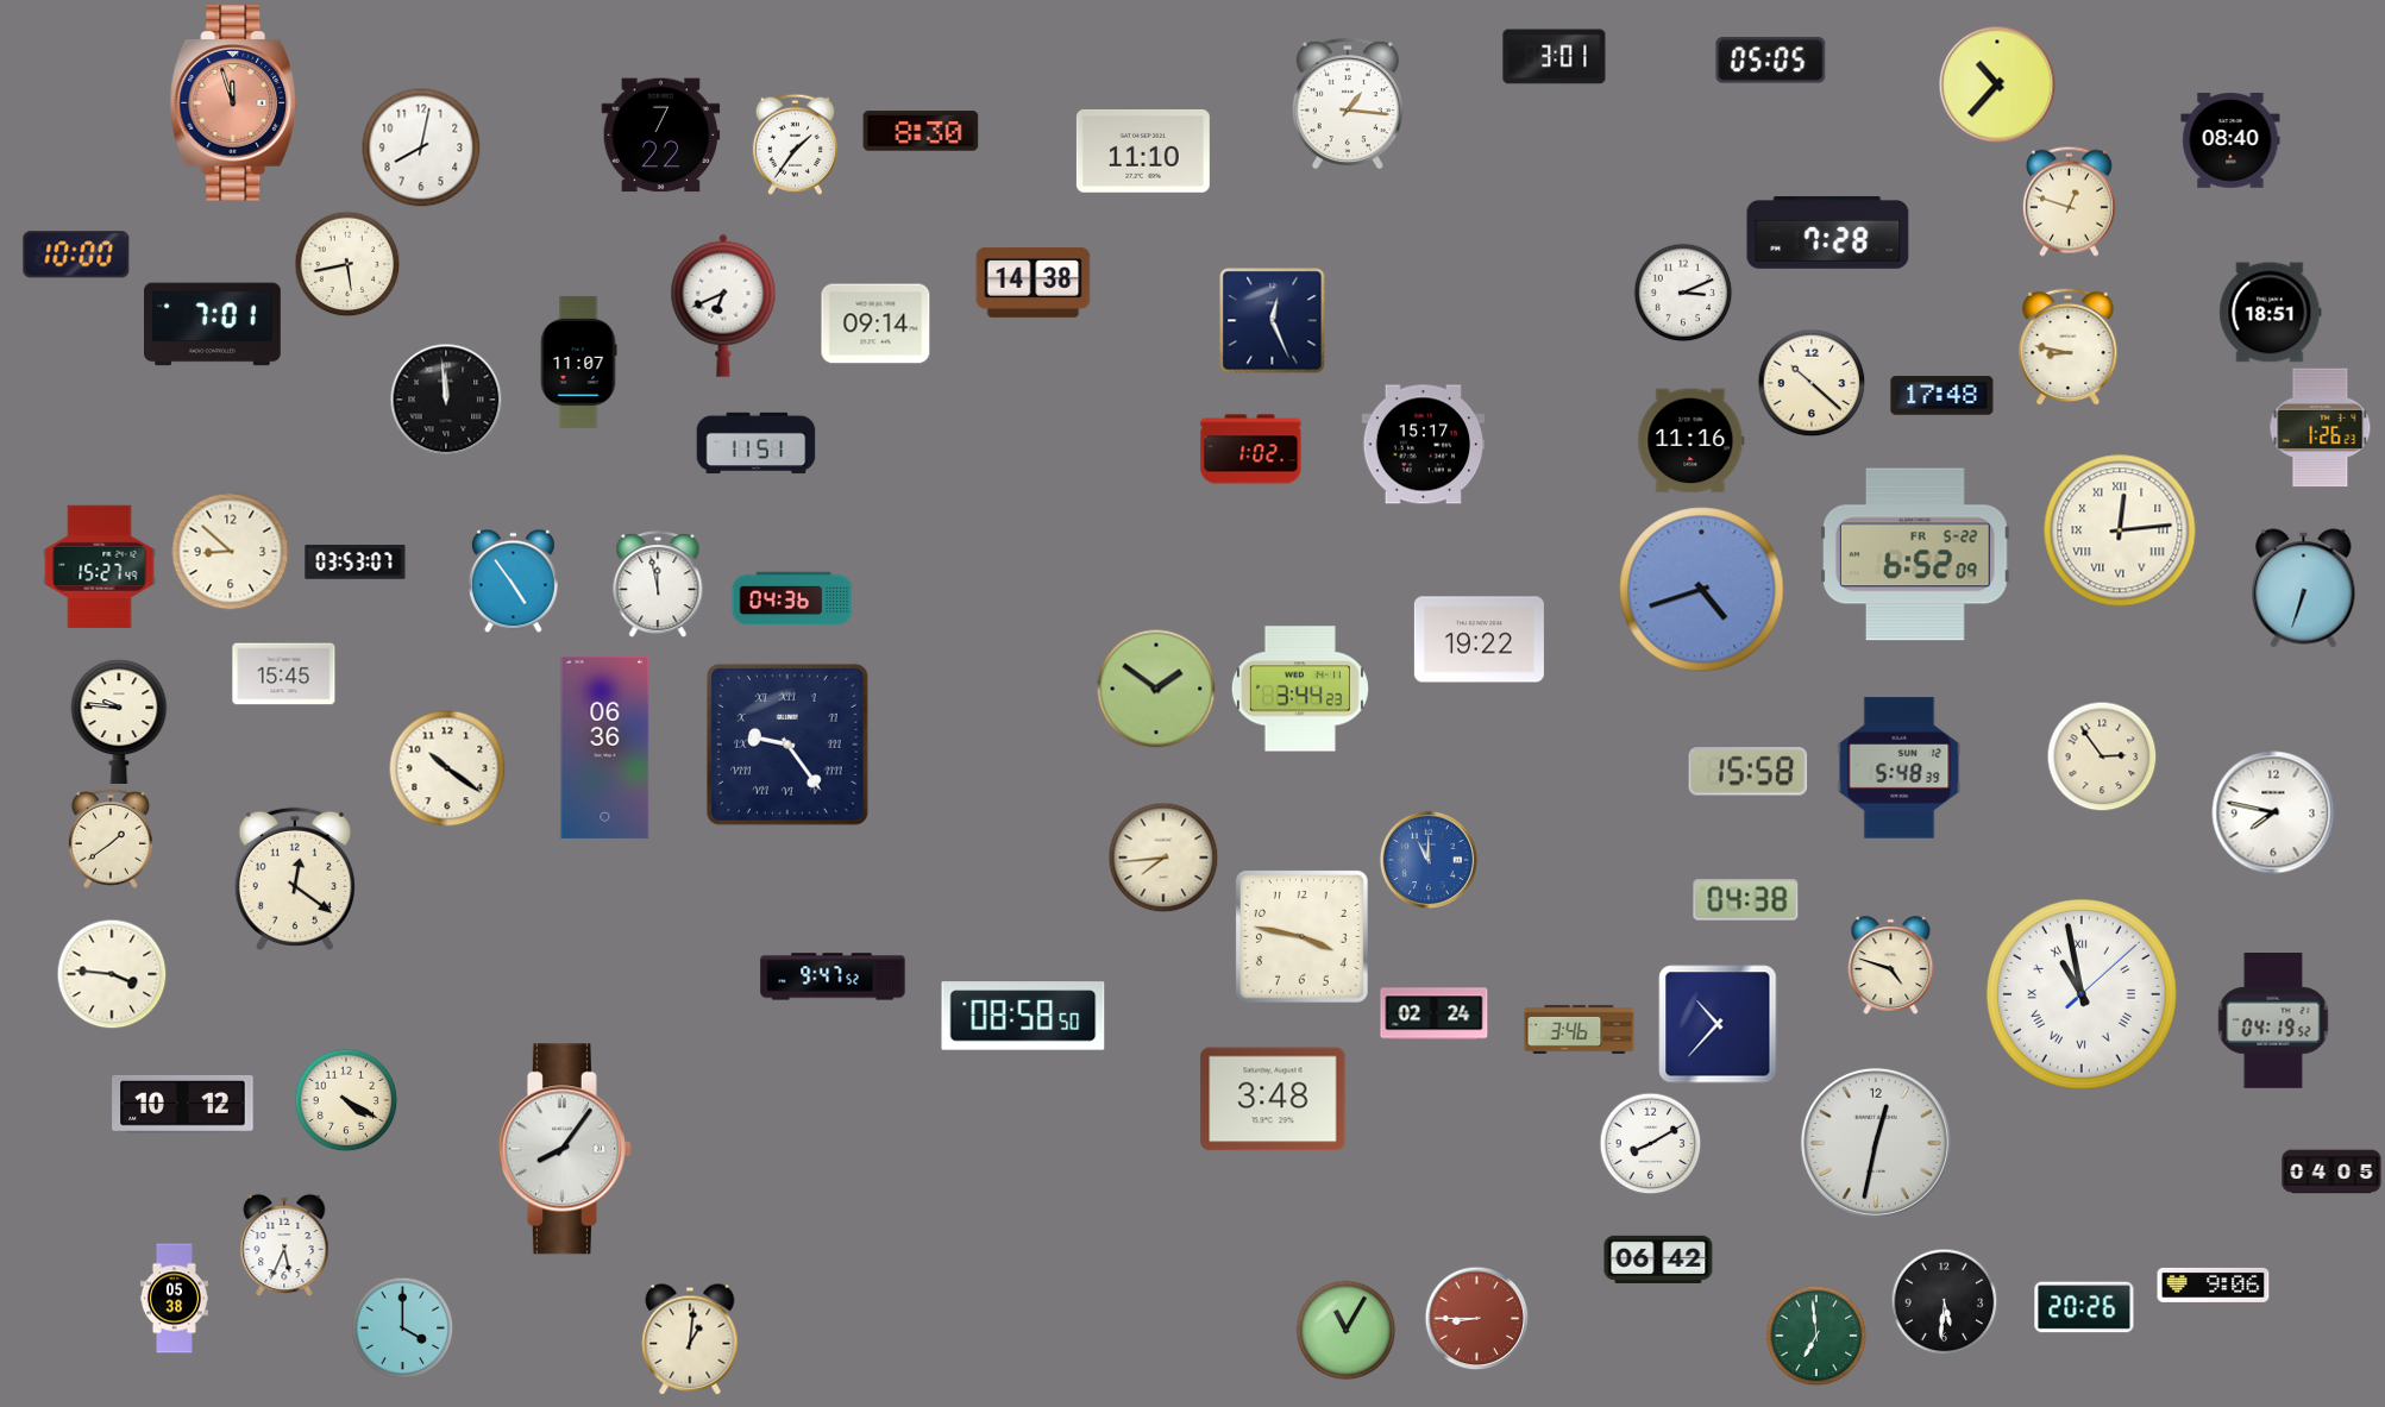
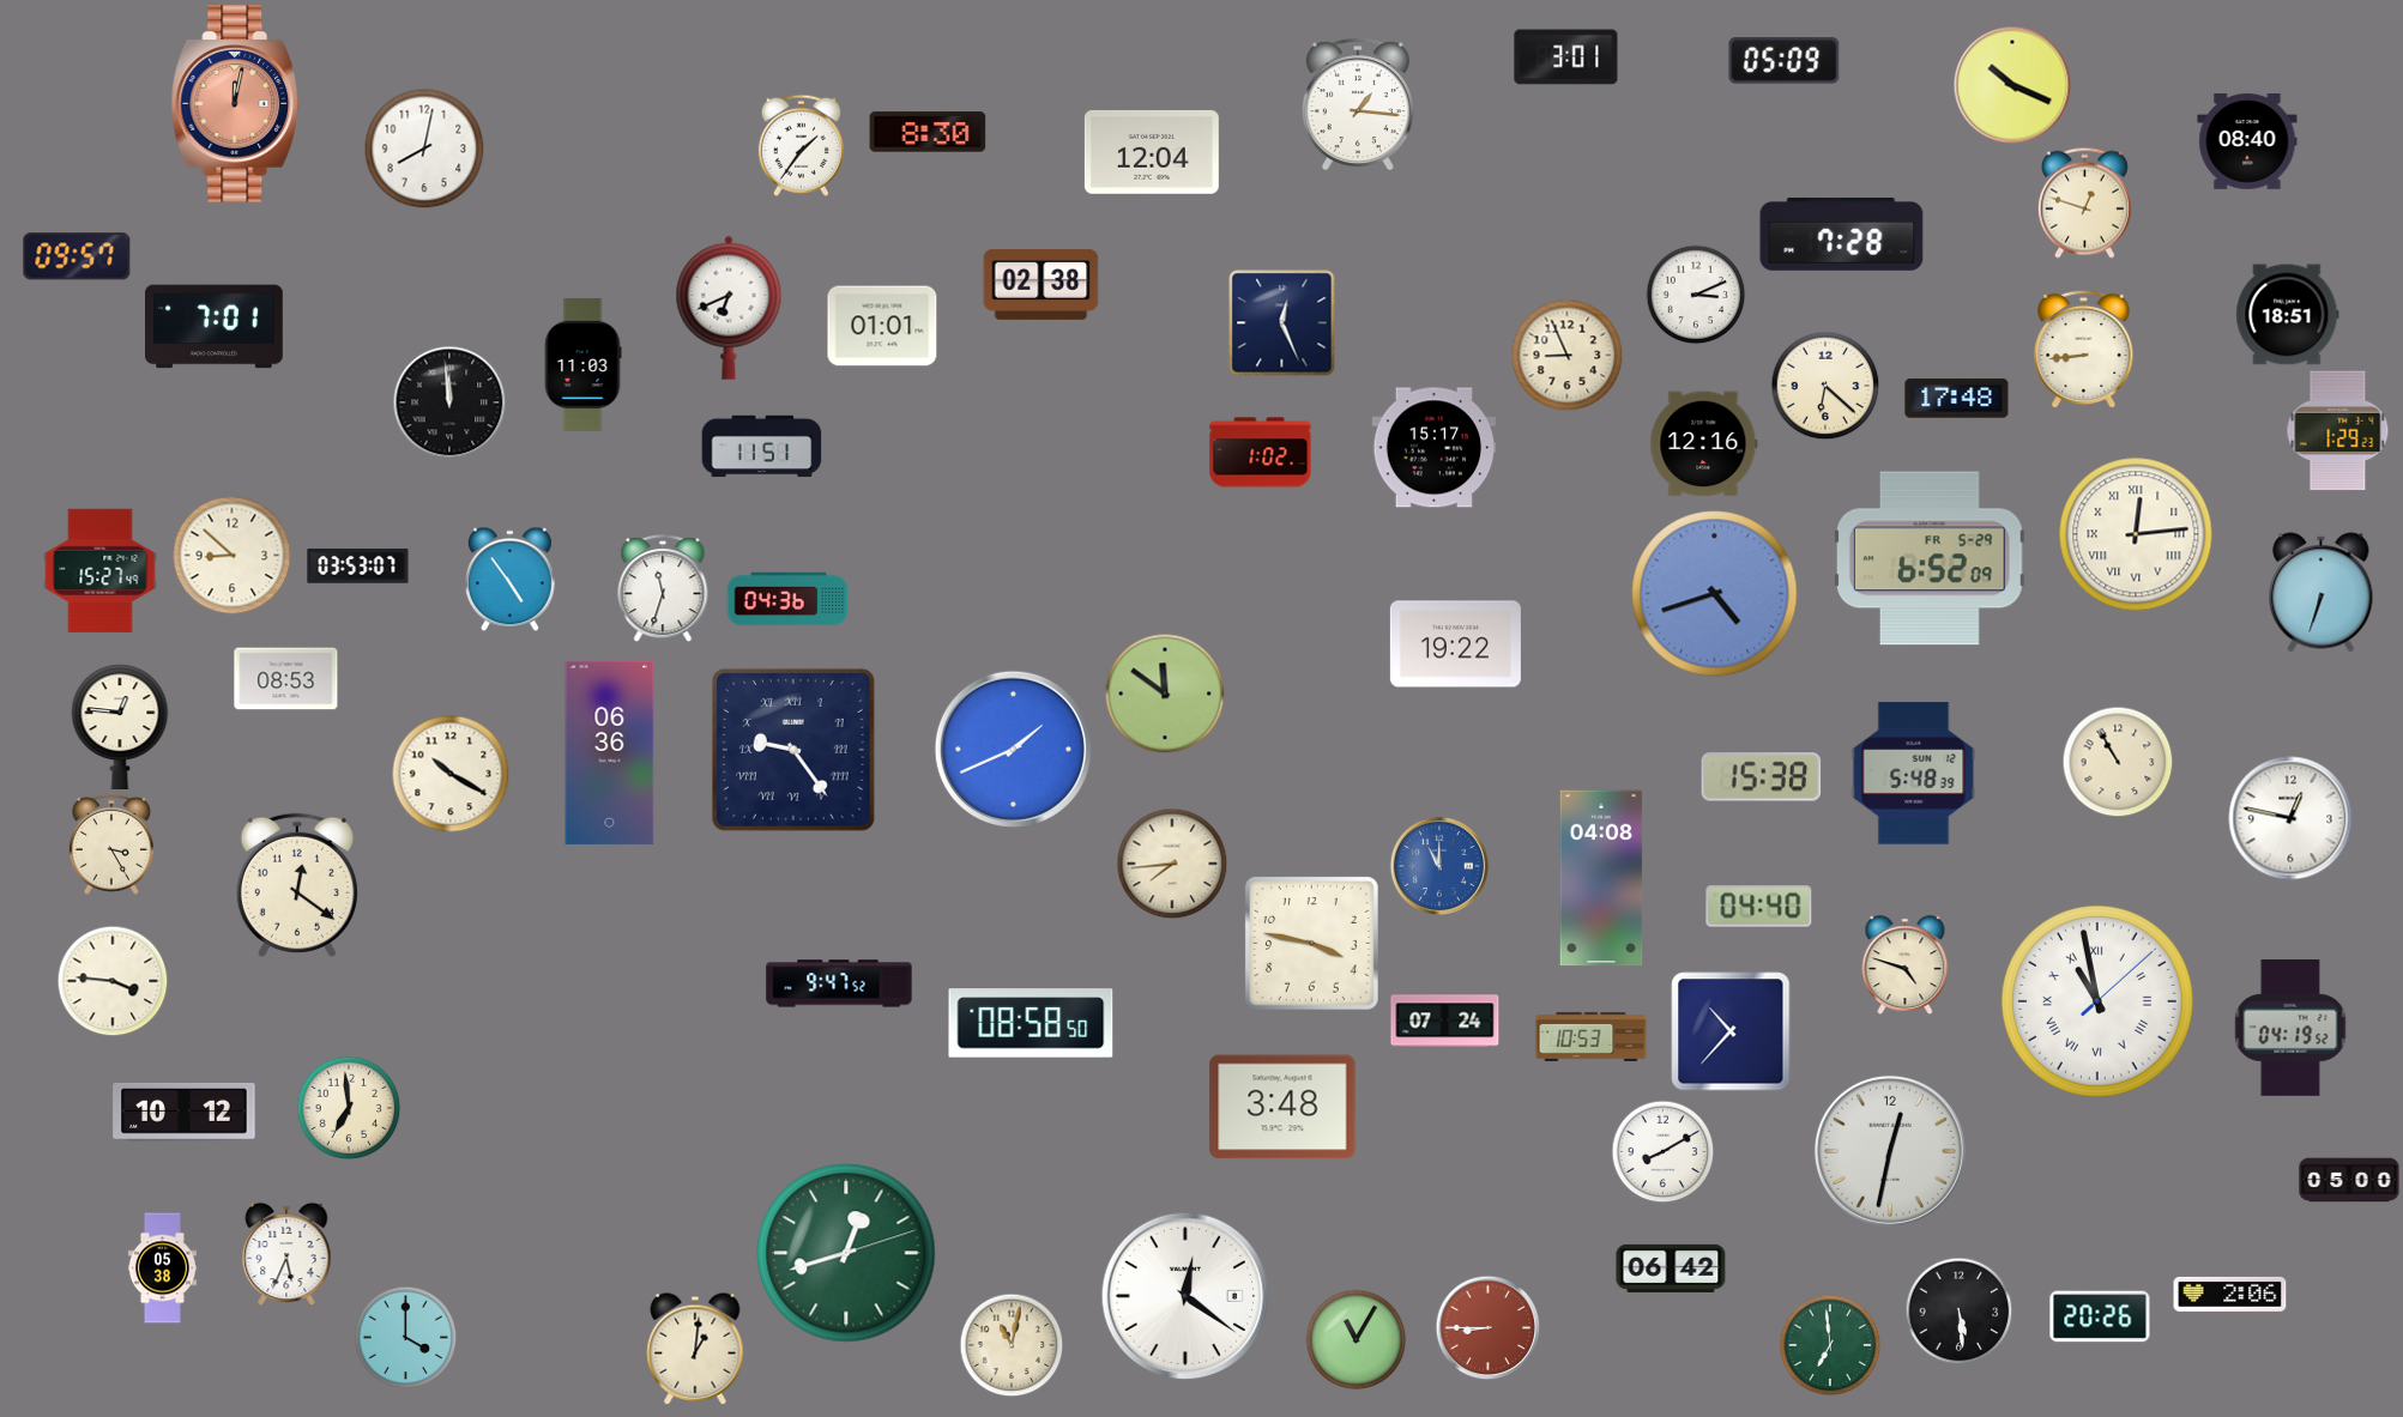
clock at (1771, 61): 05:05 -> 05:09
clock at (1997, 84): 10:37 -> 10:19
clock at (234, 103): 11:57 -> 12:02
clock at (661, 136): 7:22 -> none
clock at (1143, 151): 11:10 -> 12:04
clock at (76, 255): 10:00 -> 09:57
clock at (347, 264): 5:43 -> none
clock at (1034, 282): 14:38 -> 02:38
clock at (875, 324): 09:14 -> 01:01
clock at (2069, 346): 8:47 -> 8:44
clock at (1566, 355): none -> 8:56
clock at (578, 362): 11:07 -> 11:03
clock at (1812, 383): 10:22 -> 6:22
clock at (2321, 428): 1:26 -> 1:29
clock at (1692, 441): 11:16 -> 12:16
clock at (1915, 554) date: FR 5-22 -> FR 5-29
clock at (514, 580) position: (514, 580) -> (511, 579)
clock at (658, 584): 11:58 -> 11:33
clock at (792, 598) position: (792, 598) -> (787, 599)
clock at (1479, 640) position: (1479, 640) -> (1455, 644)
clock at (284, 674): 15:45 -> 08:53
clock at (1156, 689): 1:51 -> 11:51
clock at (1300, 689): 3:44 -> none
clock at (119, 721): 9:46 -> 12:46
clock at (1013, 749): none -> 1:41
clock at (2102, 756): 2:54 -> 10:55
clock at (447, 768): 10:21 -> 10:20
clock at (1749, 772): 15:58 -> 15:38
clock at (2273, 812): 7:47 -> 12:47
clock at (111, 838): 1:39 -> 3:25
clock at (1601, 878): none -> 04:08
clock at (1746, 900): 04:38 -> 04:40
clock at (1891, 965) position: (1891, 965) -> (1906, 964)
clock at (1435, 1015): 02:24 -> 07:24
clock at (1580, 1029): 3:46 -> 10:53
clock at (346, 1100): 4:20 -> 6:59
clock at (565, 1149): 8:06 -> none
clock at (2331, 1172): 04:05 -> 05:00
clock at (846, 1253): none -> 12:42
clock at (2214, 1284): 9:06 -> 2:06
clock at (1185, 1296): none -> 12:21
clock at (174, 1299) position: (174, 1299) -> (162, 1268)
clock at (1944, 1301): 5:31 -> 5:29
clock at (1012, 1345): none -> 11:02
